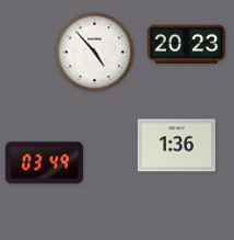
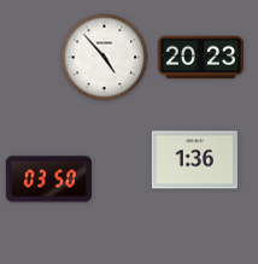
clock at (186, 45) position: (186, 45) -> (200, 58)
clock at (44, 163): 03:49 -> 03:50
